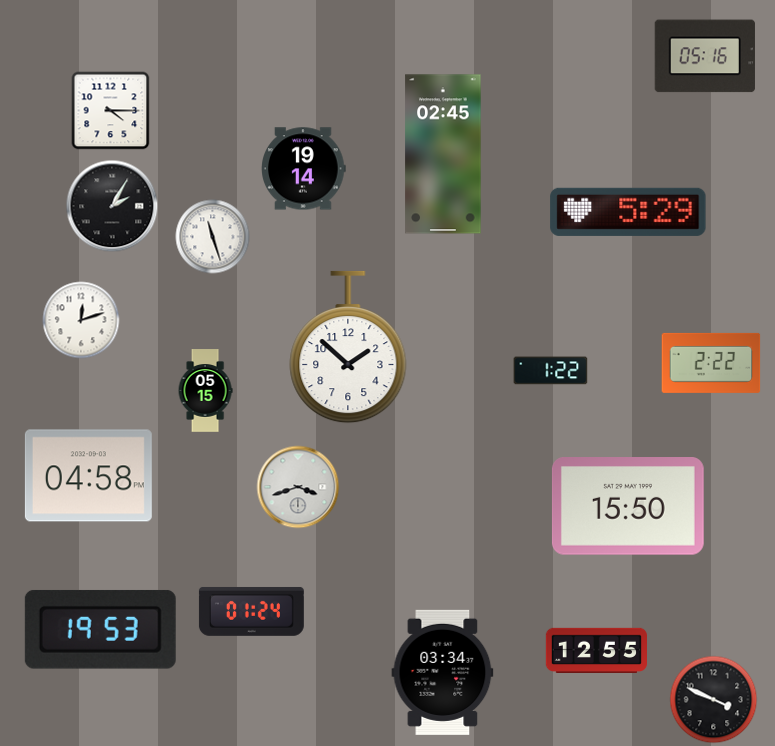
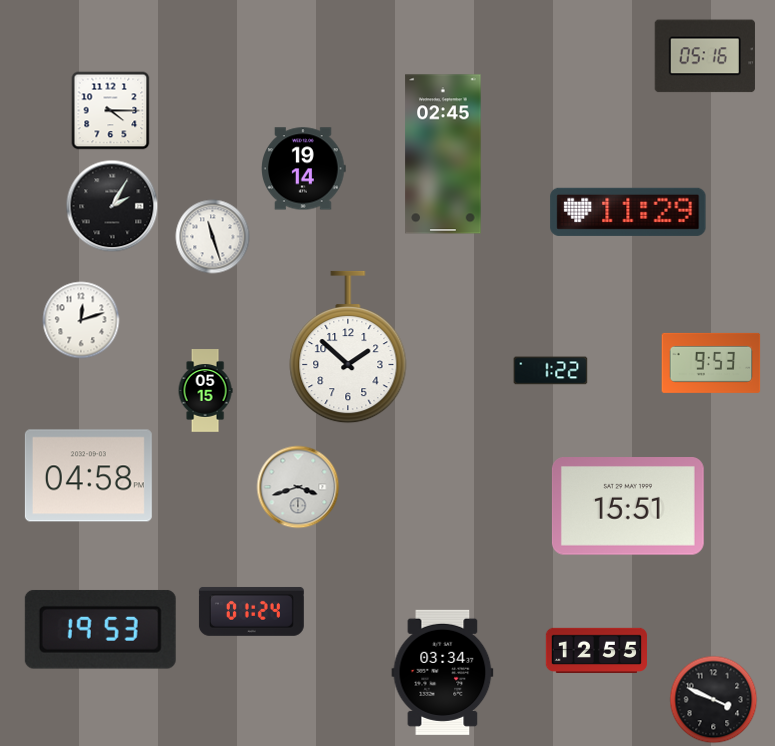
clock at (628, 212): 5:29 -> 11:29
clock at (711, 363): 2:22 -> 9:53
clock at (628, 506): 15:50 -> 15:51
